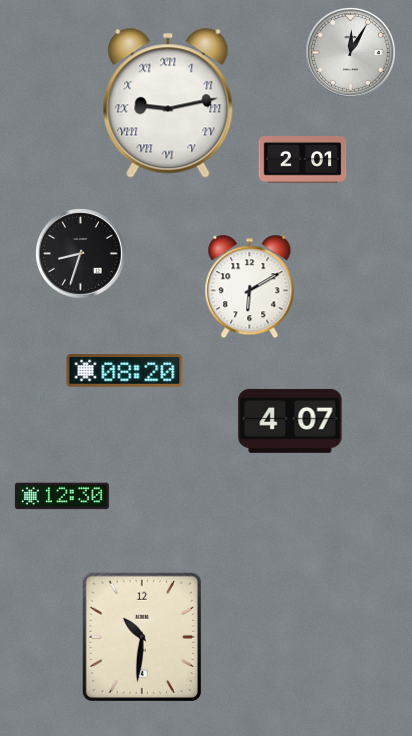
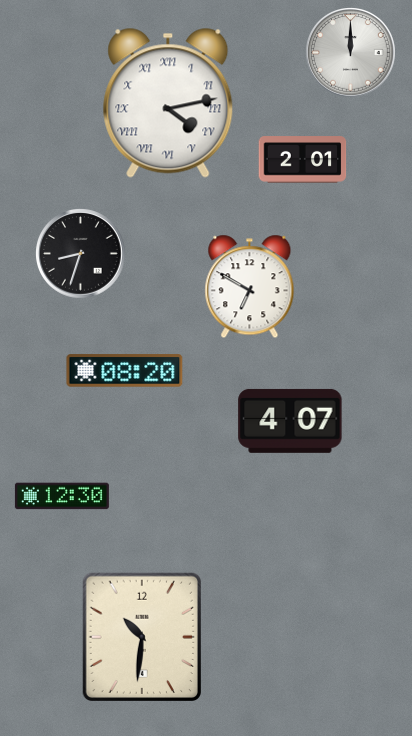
clock at (351, 53): 12:05 -> 12:00
clock at (168, 103): 9:13 -> 4:13
clock at (250, 287): 6:10 -> 6:50
